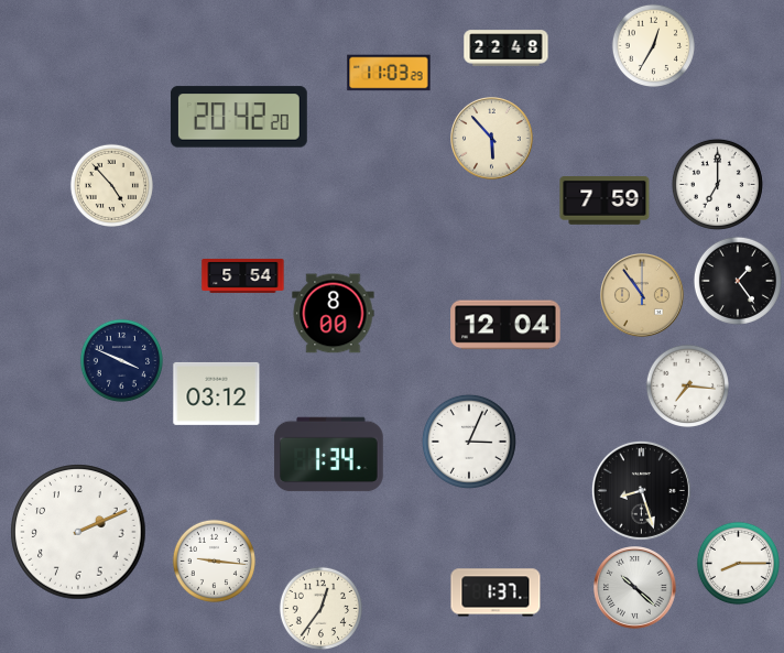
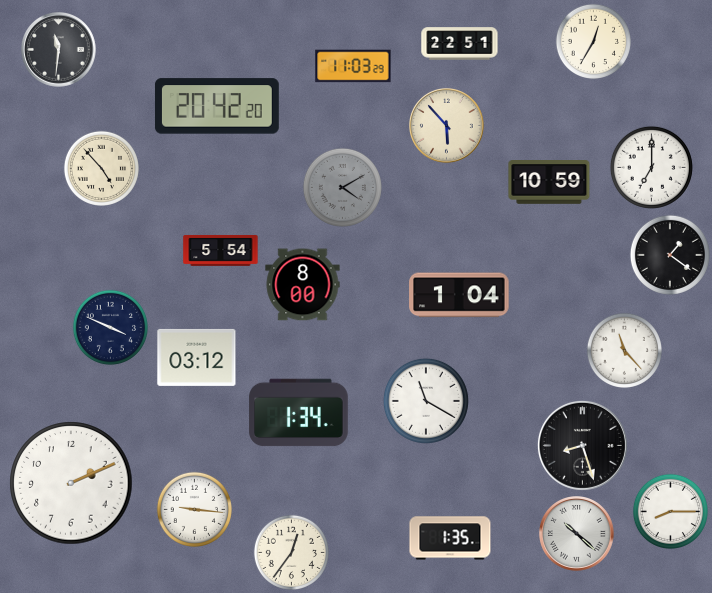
clock at (507, 48): 22:48 -> 22:51
clock at (59, 50): none -> 11:31
clock at (605, 202): 7:59 -> 10:59
clock at (342, 187): none -> 4:10
clock at (738, 281): 1:24 -> 1:21
clock at (643, 296): 10:54 -> none
clock at (505, 325): 12:04 -> 1:04
clock at (687, 385): 7:16 -> 11:23
clock at (469, 442): 3:04 -> 11:20
clock at (496, 592): 1:37 -> 1:35
